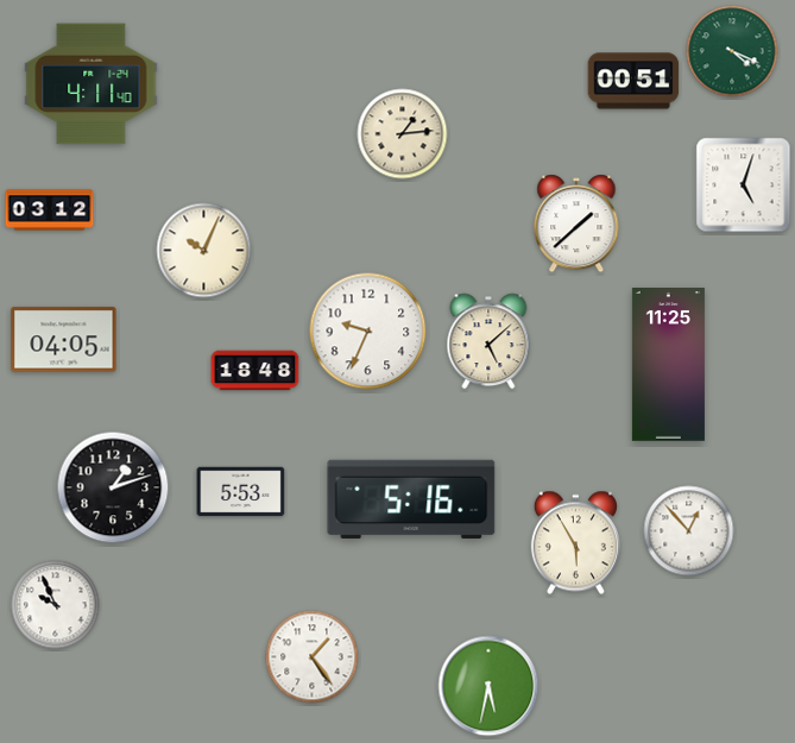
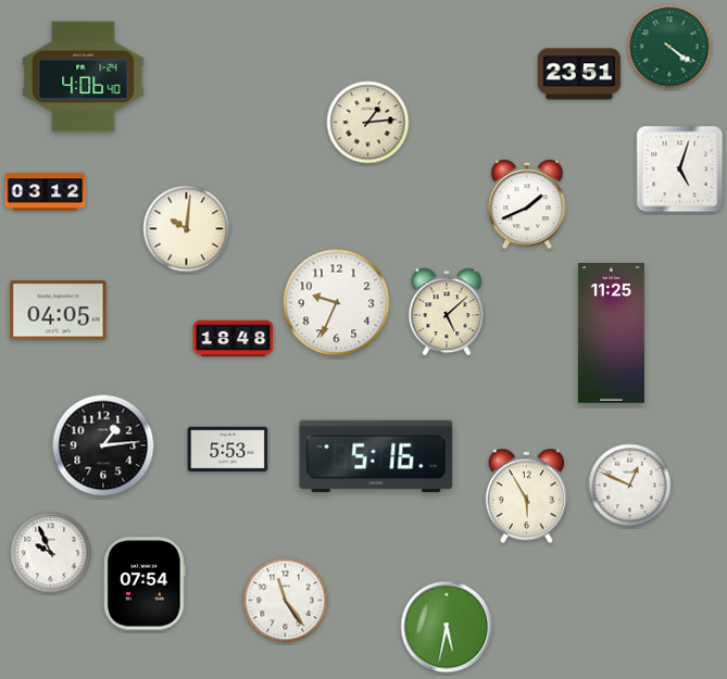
clock at (732, 51): 4:19 -> 4:21
clock at (633, 81): 00:51 -> 23:51
clock at (92, 84): 4:11 -> 4:06
clock at (576, 223): 1:38 -> 1:41
clock at (204, 251): 10:04 -> 10:01
clock at (113, 487): 1:12 -> 1:14
clock at (241, 492) position: (241, 492) -> (228, 450)
clock at (689, 531): 12:53 -> 12:49
clock at (145, 583): none -> 07:54
clock at (313, 657): 1:24 -> 11:24
